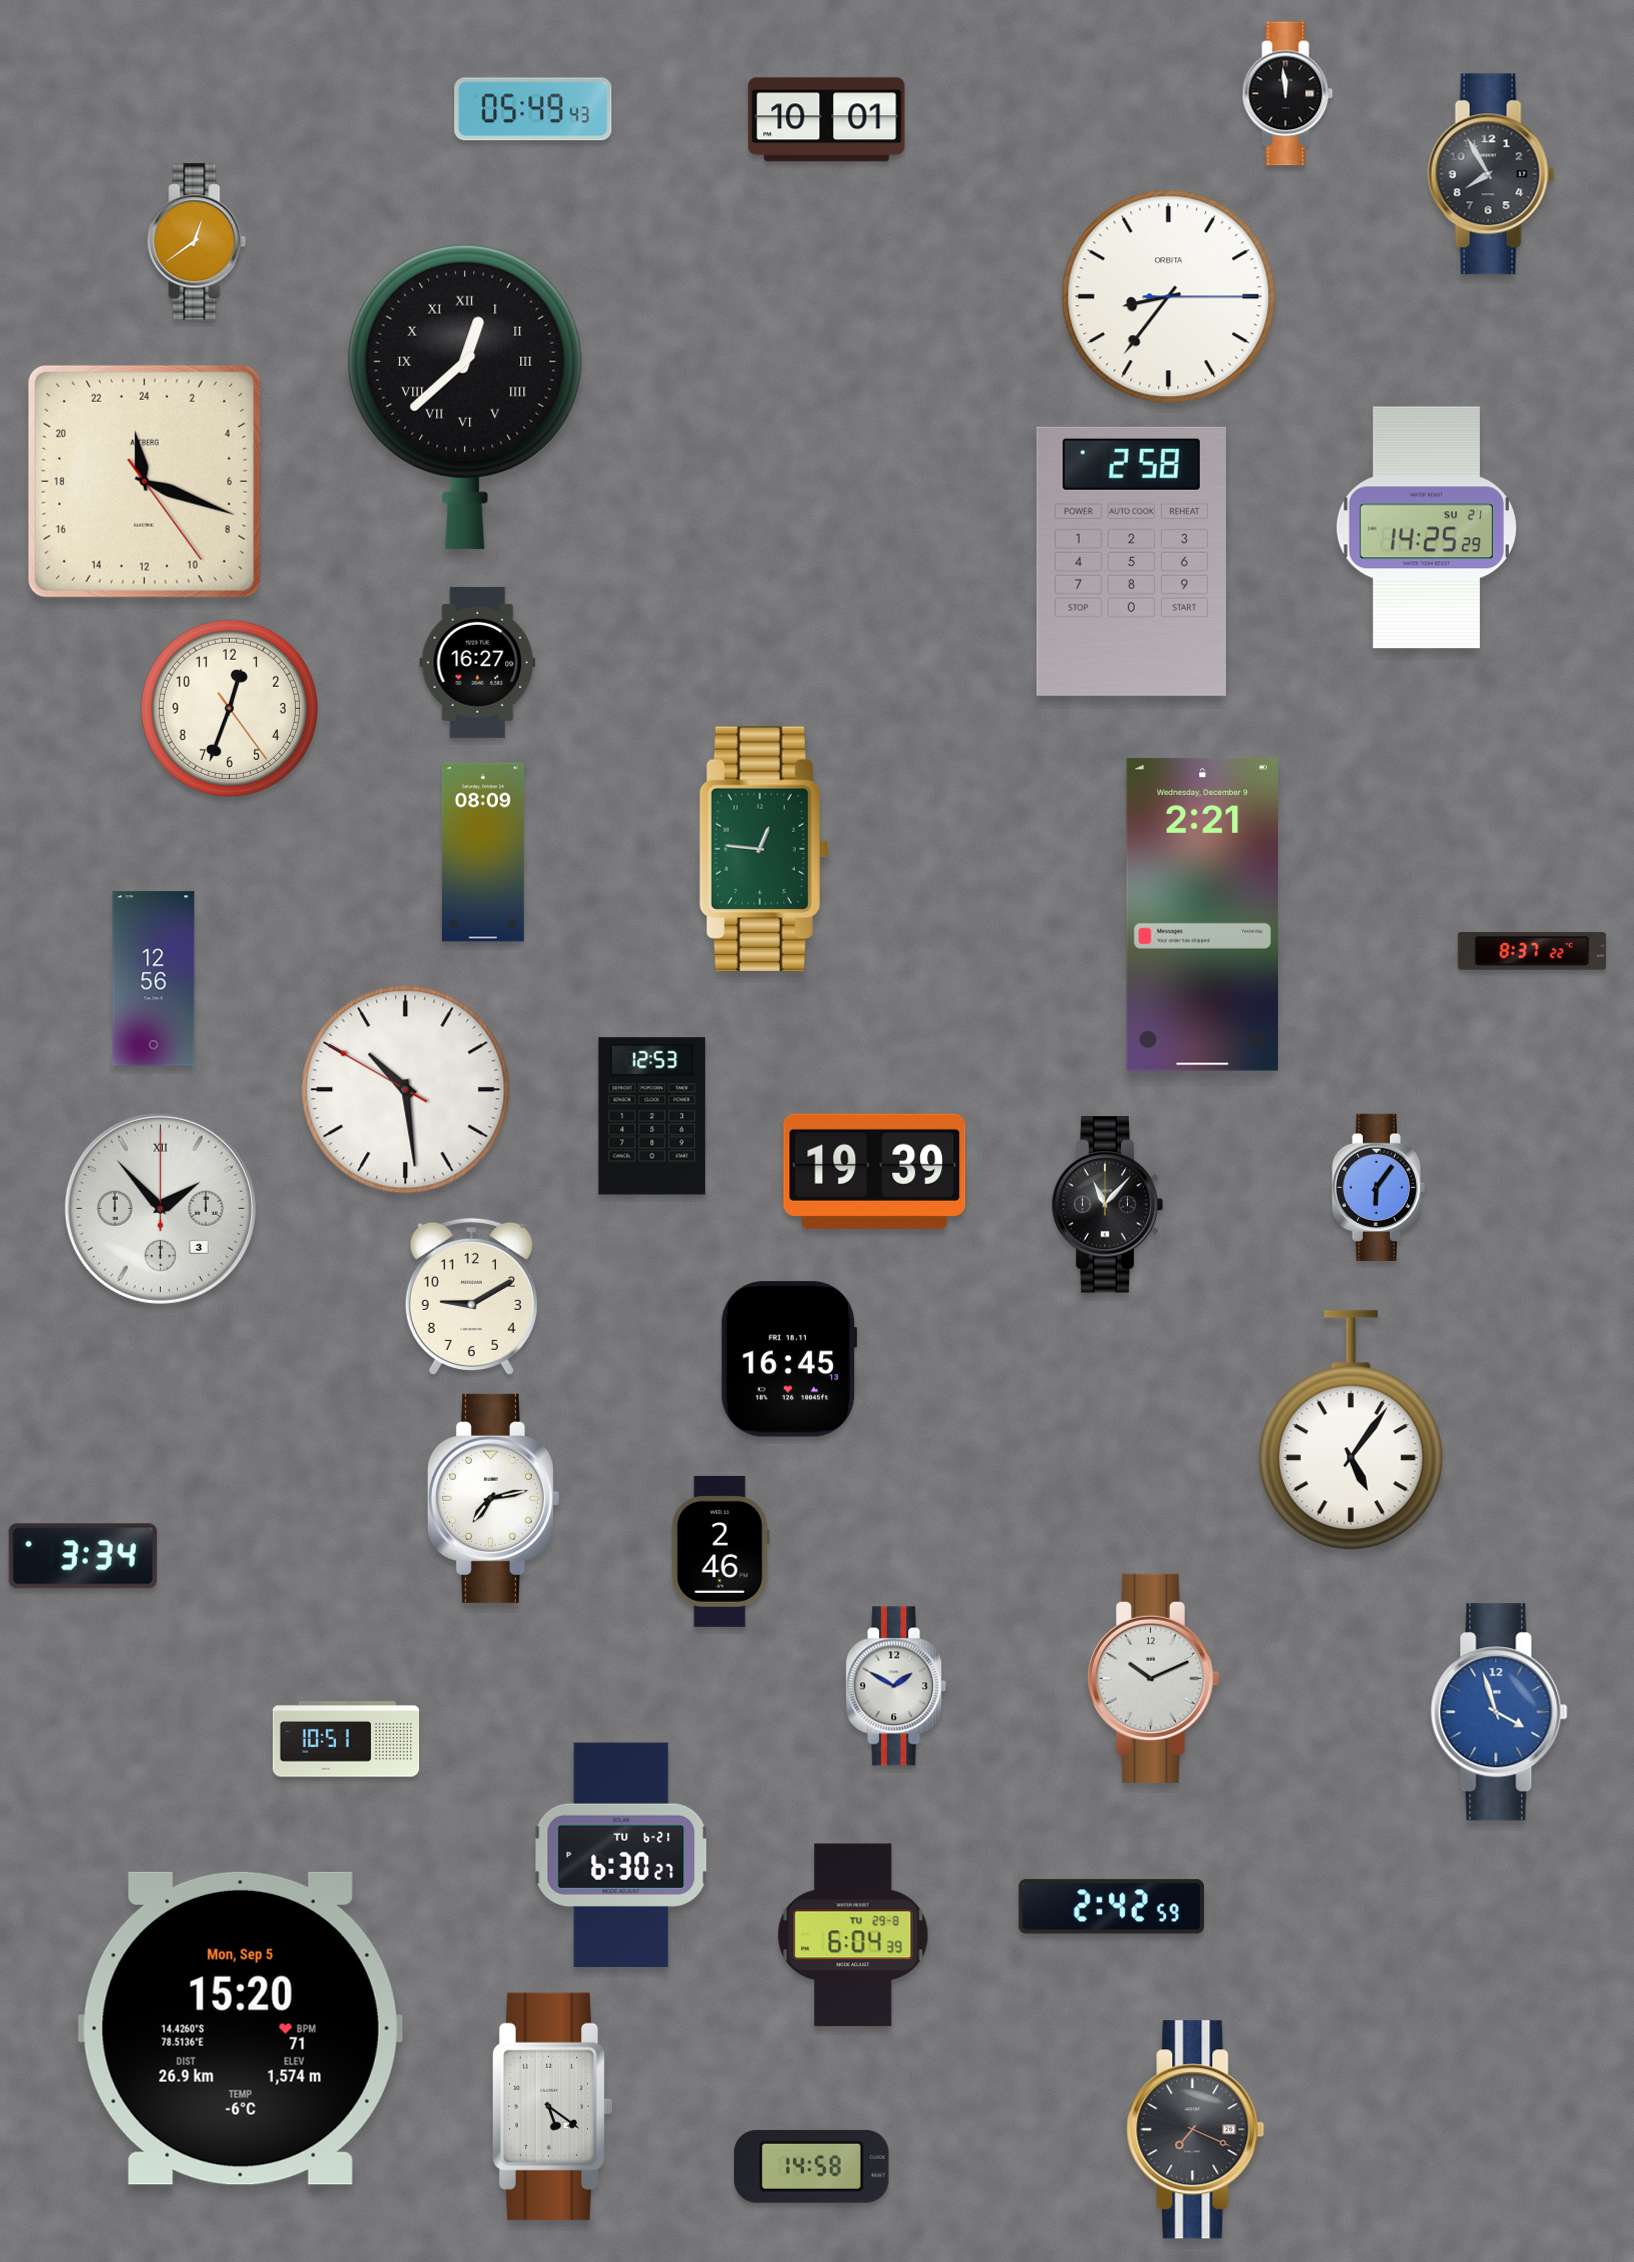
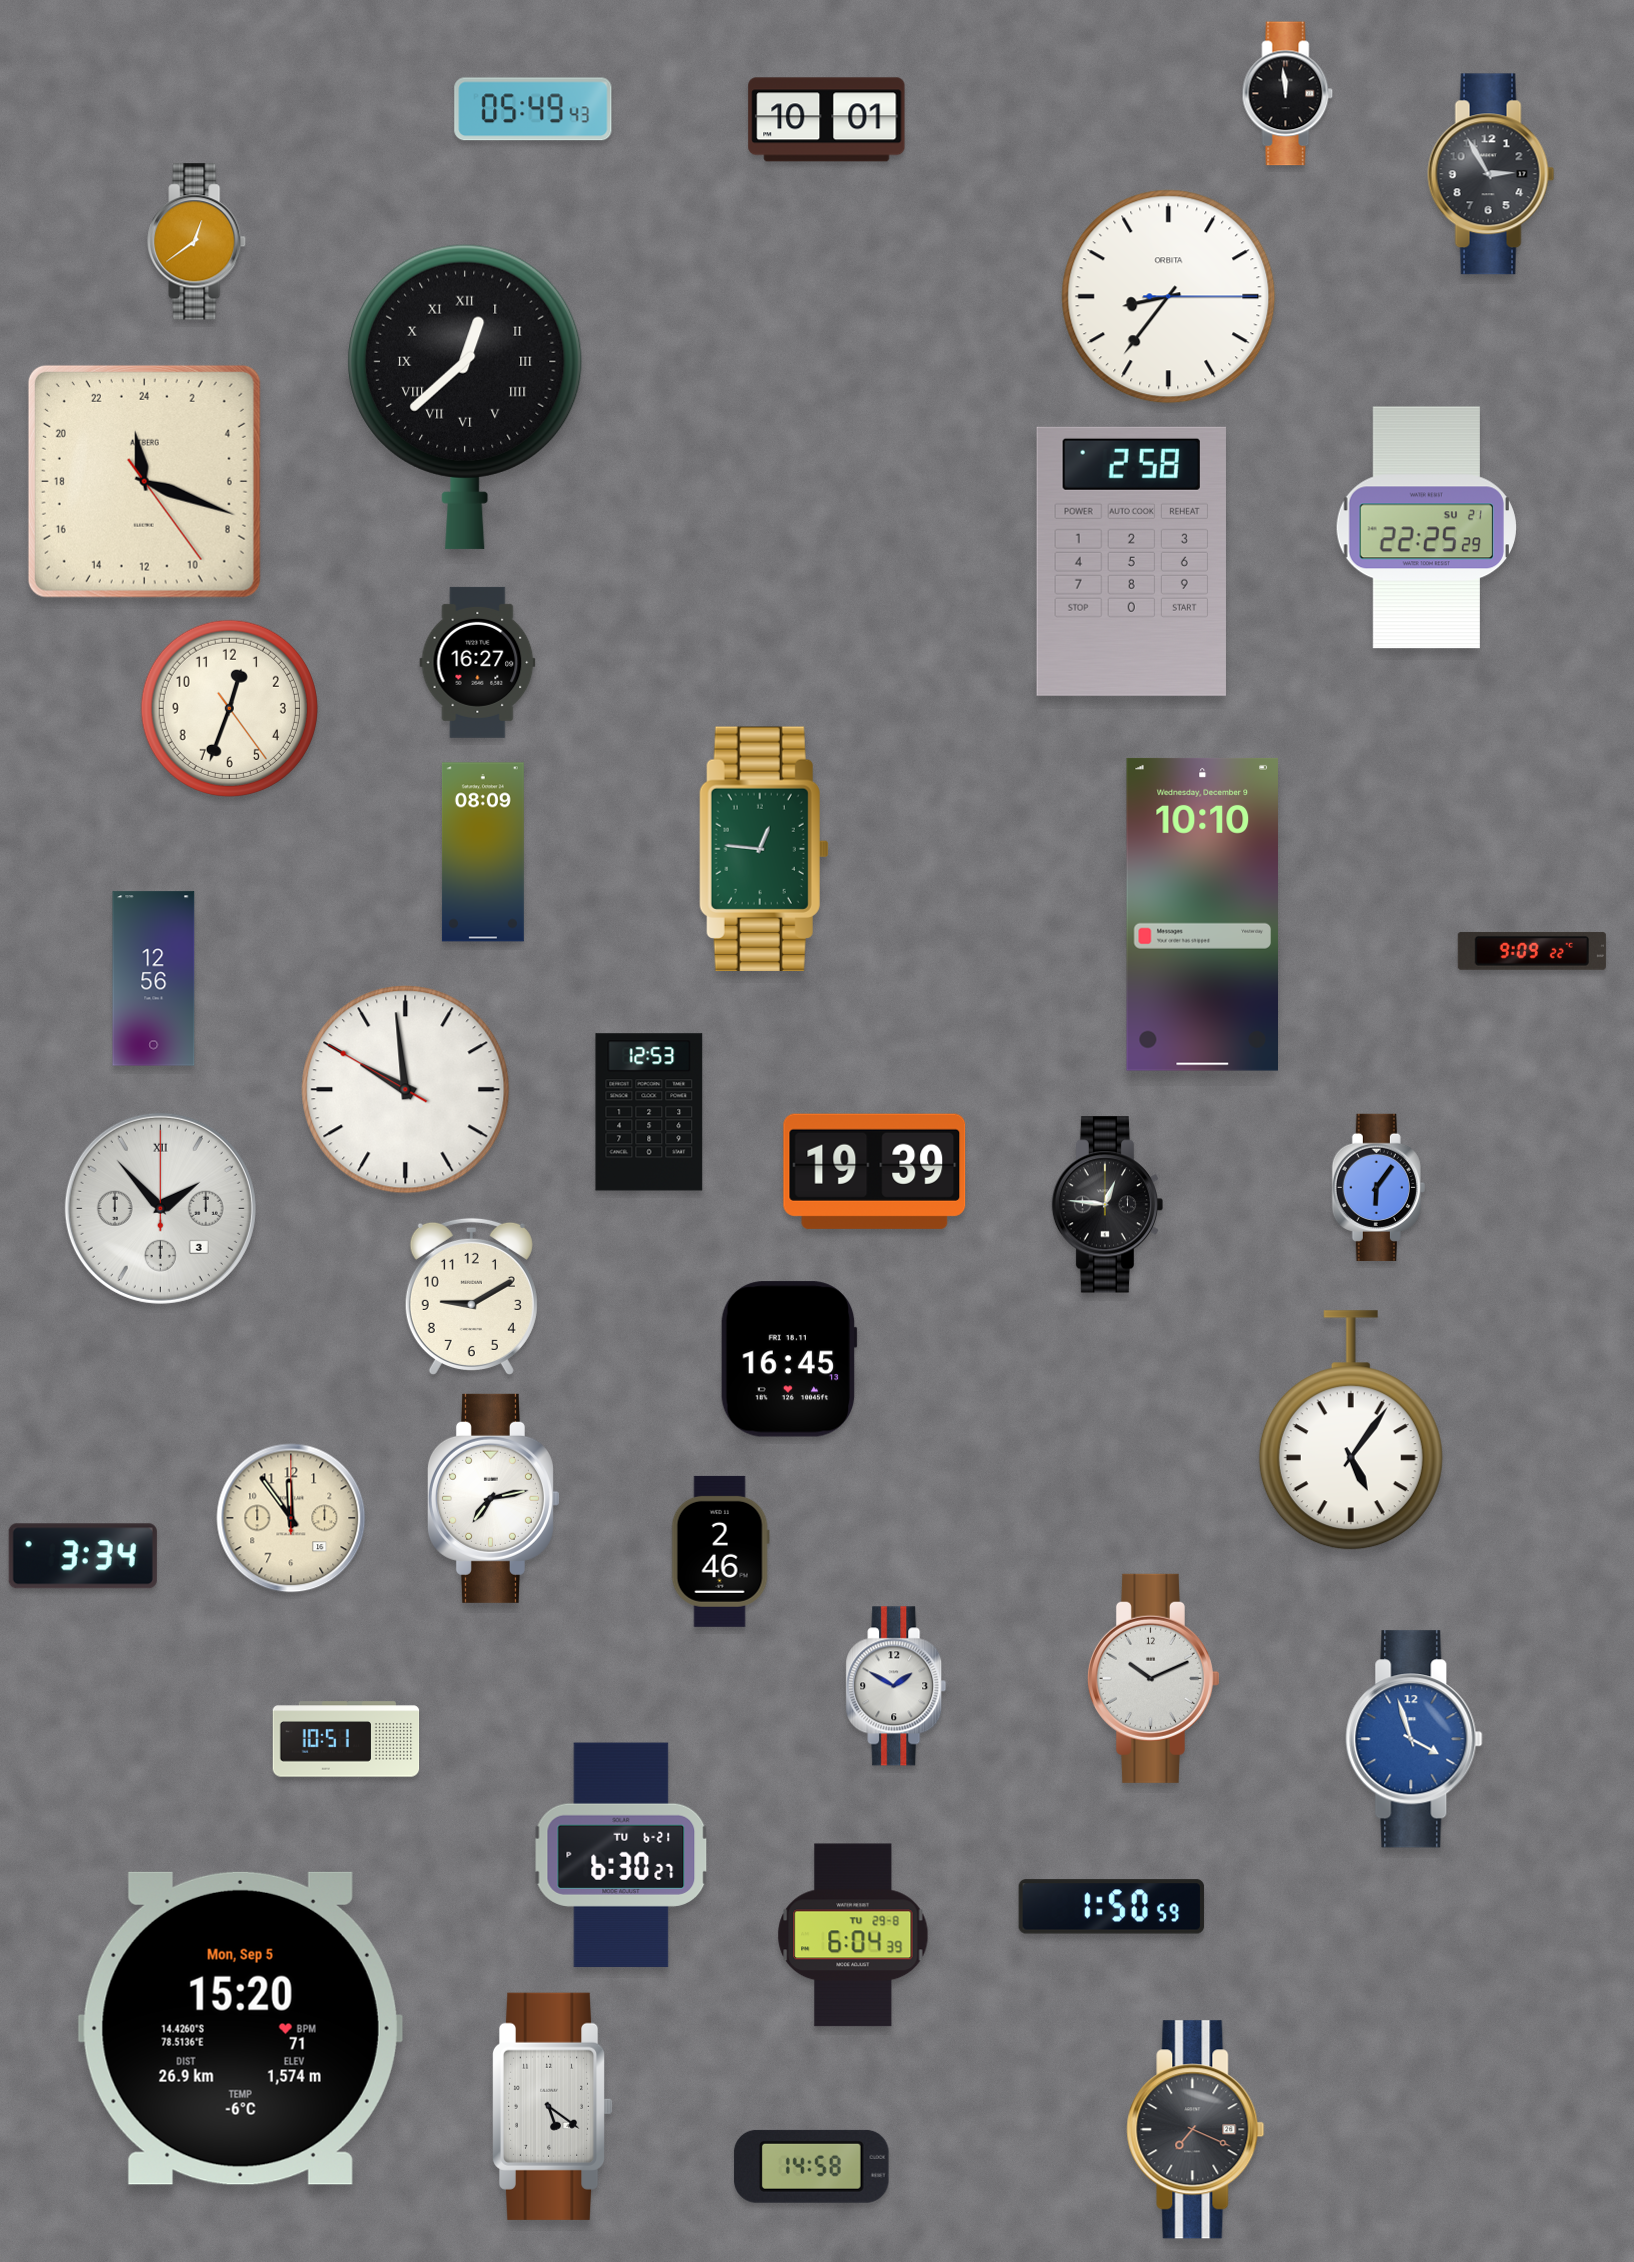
clock at (1491, 174): 7:55 -> 2:55
clock at (1426, 528): 14:25 -> 22:25
clock at (1202, 914): 2:21 -> 10:10
clock at (1532, 951): 8:37 -> 9:09
clock at (406, 1090): 10:28 -> 9:58
clock at (652, 1116) position: (652, 1116) -> (649, 1112)
clock at (1108, 1205): 11:07 -> 12:46
clock at (291, 1518): none -> 11:54
clock at (1499, 1712) position: (1499, 1712) -> (1414, 1739)
clock at (1112, 1907): 2:42 -> 1:50
